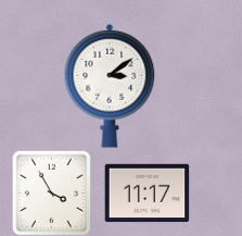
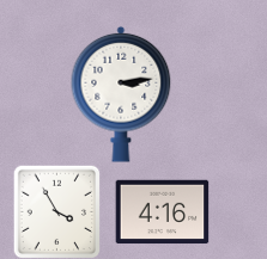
clock at (110, 86): 3:09 -> 3:14
clock at (147, 194): 11:17 -> 4:16
